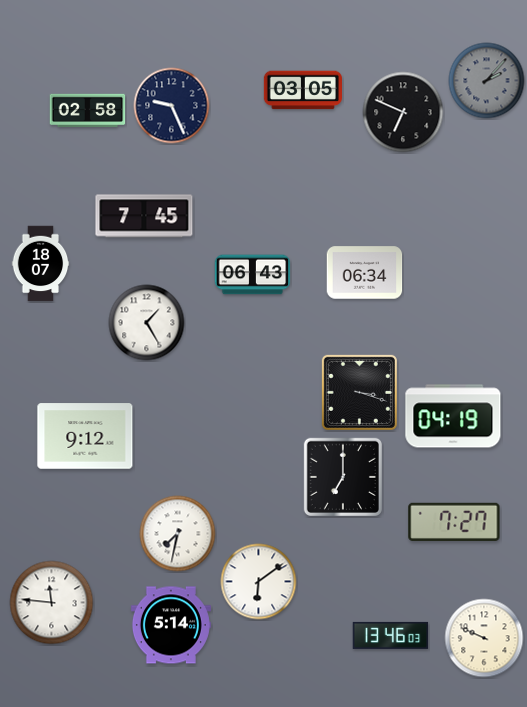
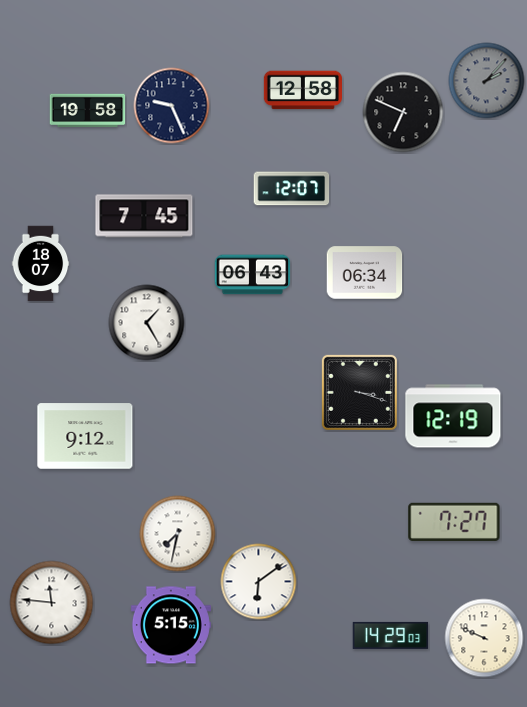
clock at (302, 90): 03:05 -> 12:58
clock at (88, 111): 02:58 -> 19:58
clock at (292, 189): none -> 12:07
clock at (453, 416): 04:19 -> 12:19
clock at (343, 477): 7:00 -> none
clock at (171, 625): 5:14 -> 5:15
clock at (391, 635): 13:46 -> 14:29
